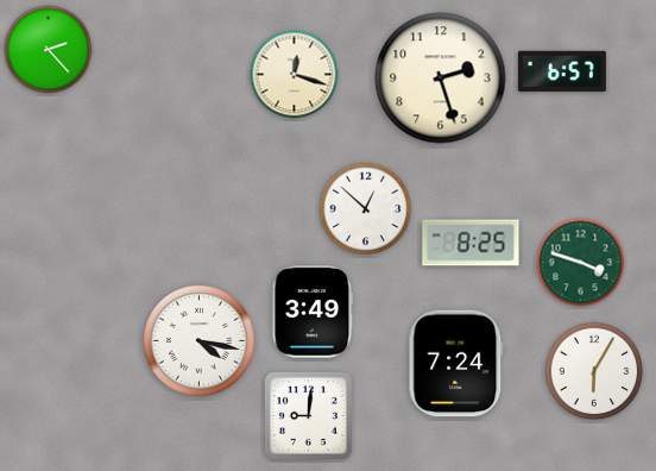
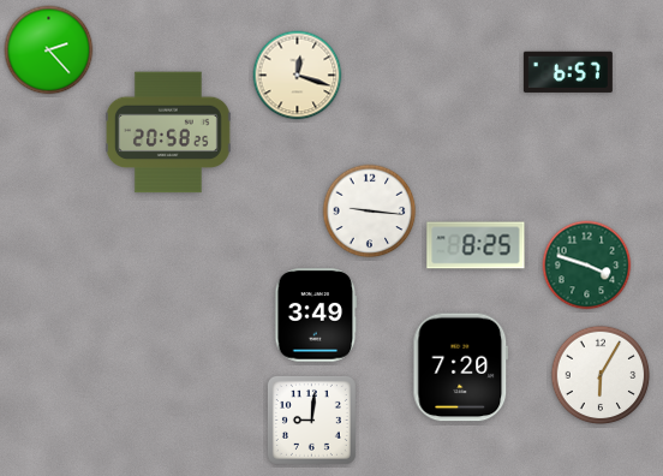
clock at (441, 78): 2:27 -> none
clock at (168, 132): none -> 20:58
clock at (366, 209): 12:52 -> 9:16
clock at (198, 340): 4:17 -> none
clock at (456, 364): 7:24 -> 7:20
